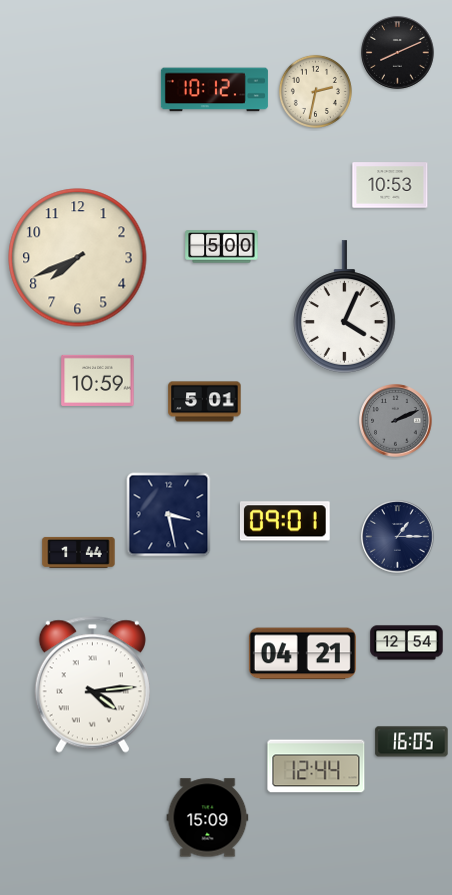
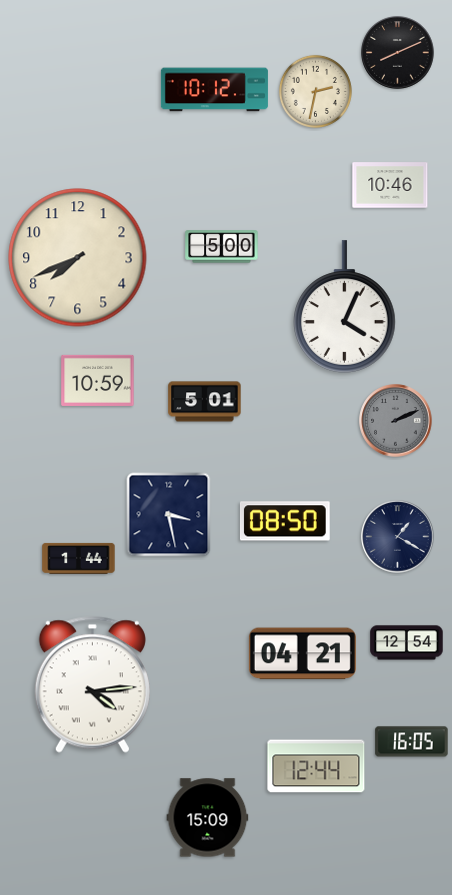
clock at (390, 185): 10:53 -> 10:46
clock at (285, 521): 09:01 -> 08:50
clock at (398, 537): 1:15 -> 1:20
clock at (79, 552) position: (79, 552) -> (79, 558)
